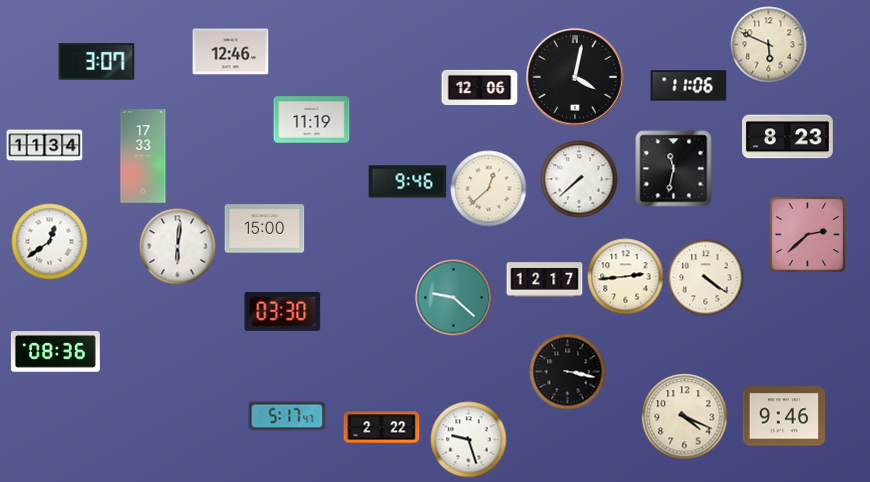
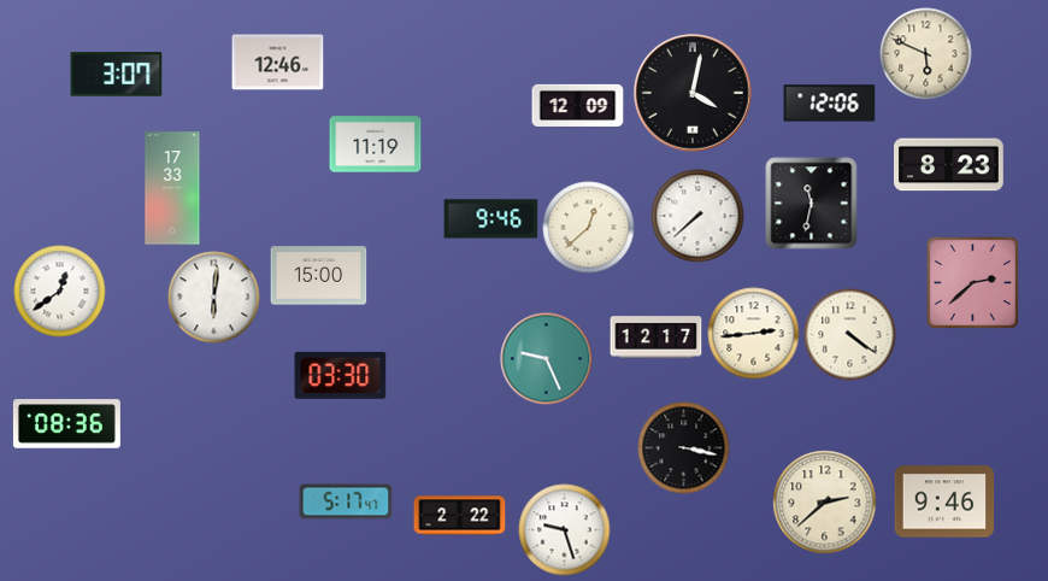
clock at (689, 86): 11:06 -> 12:06
clock at (480, 87): 12:06 -> 12:09
clock at (45, 146): 11:34 -> none
clock at (454, 298): 9:22 -> 9:26
clock at (685, 417): 4:19 -> 2:38
